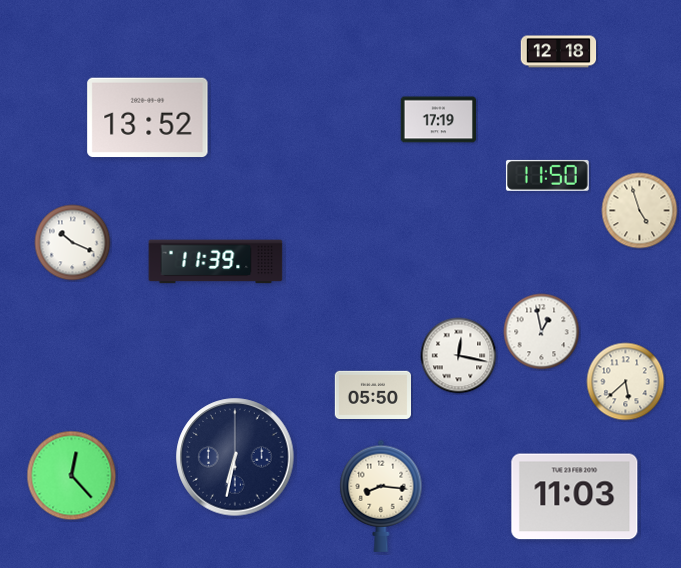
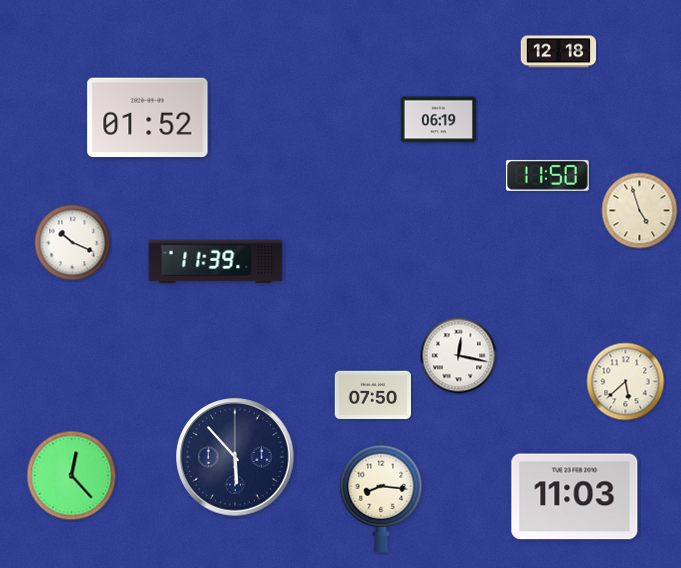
clock at (148, 118): 13:52 -> 01:52
clock at (439, 120): 17:19 -> 06:19
clock at (542, 332): 12:58 -> none
clock at (372, 394): 05:50 -> 07:50
clock at (235, 457): 6:32 -> 5:53
